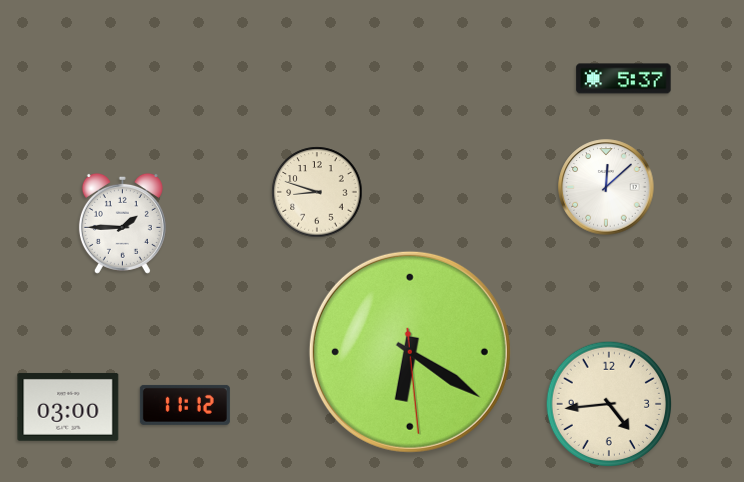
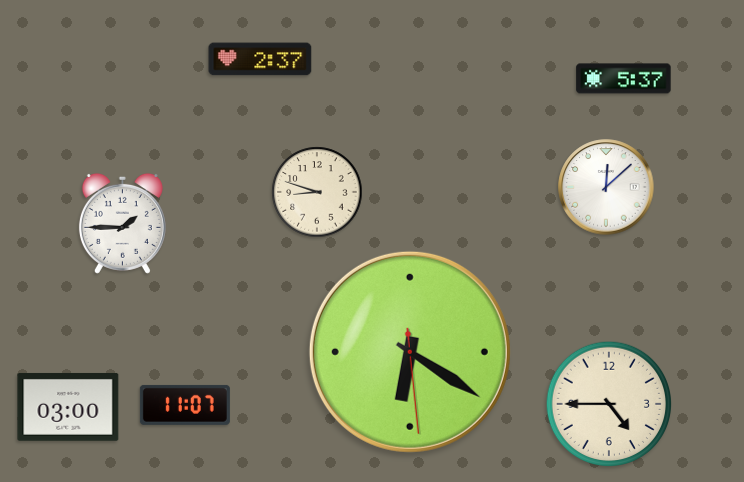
clock at (260, 59): none -> 2:37
clock at (608, 403): 4:44 -> 4:45
clock at (185, 405): 11:12 -> 11:07
